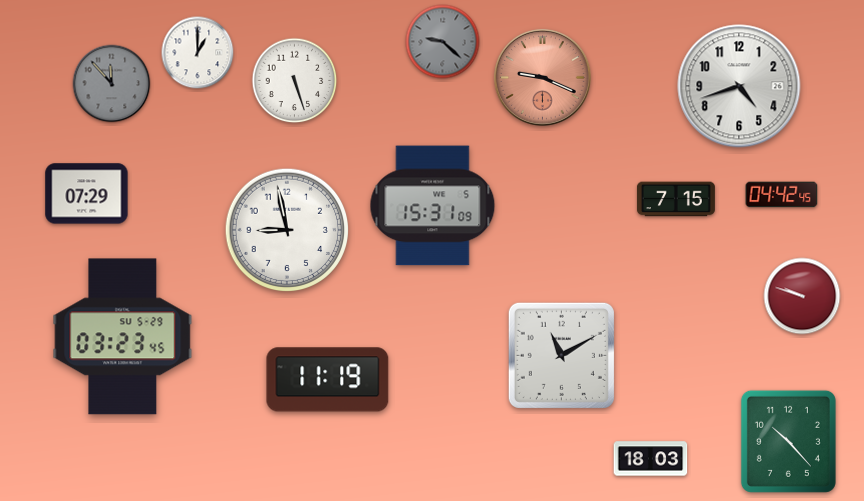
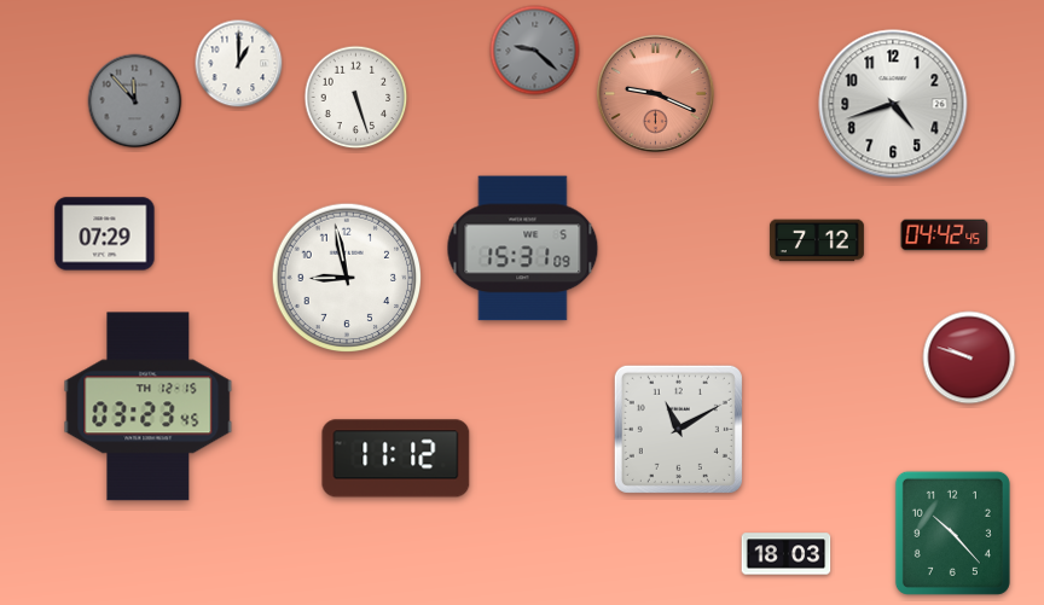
clock at (676, 199): 7:15 -> 7:12
clock at (123, 337) date: SU 5-29 -> TH 12-15
clock at (328, 380): 11:19 -> 11:12
